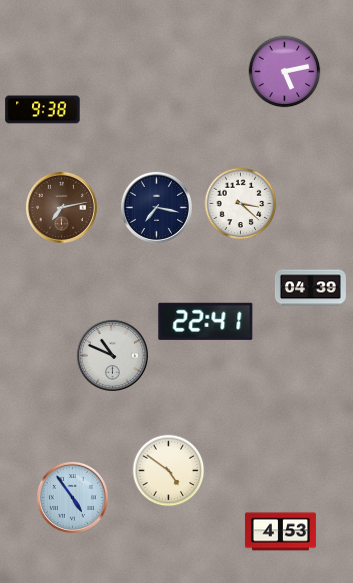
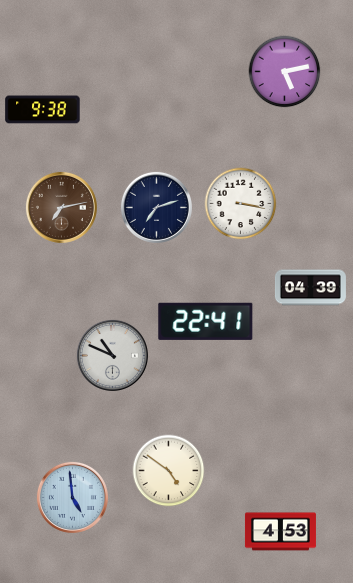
clock at (241, 204): 3:22 -> 3:17
clock at (156, 207): 7:17 -> 7:12
clock at (72, 497): 4:54 -> 4:59
